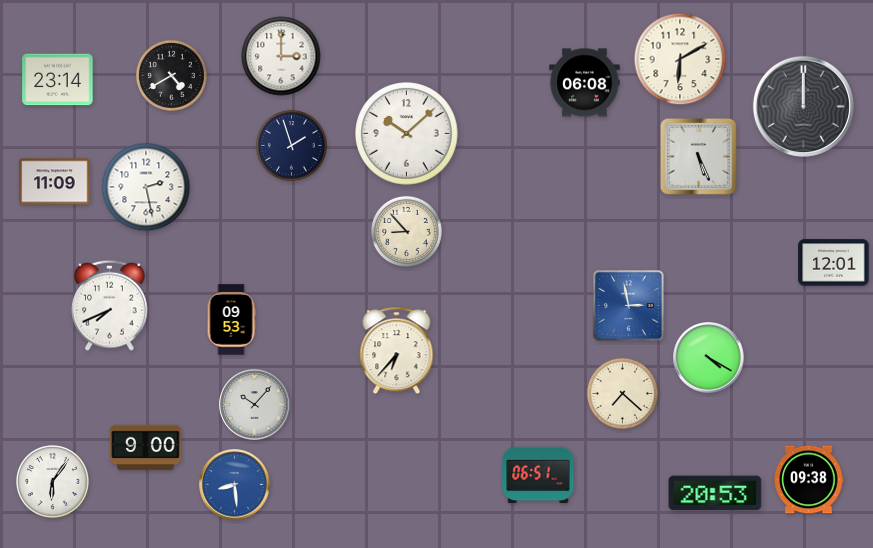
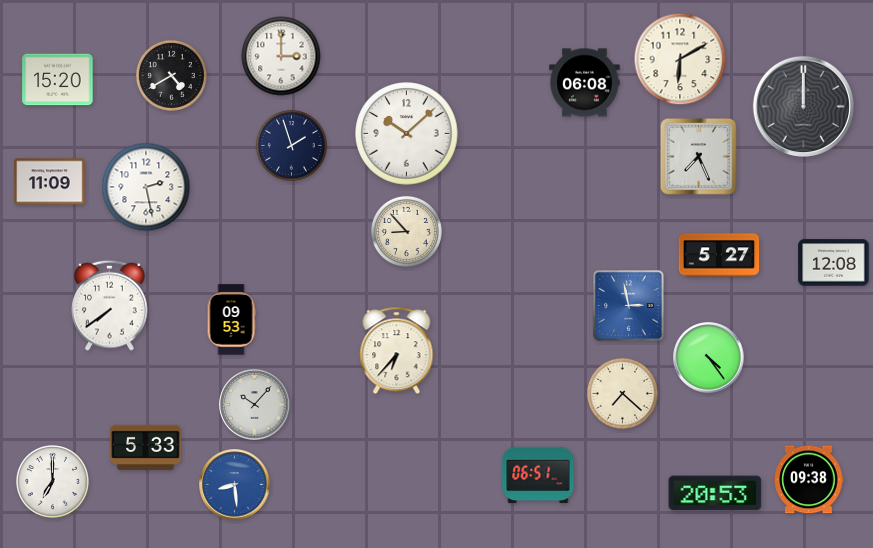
clock at (58, 80): 23:14 -> 15:20
clock at (699, 157): 5:26 -> 7:26
clock at (55, 182) position: (55, 182) -> (50, 182)
clock at (719, 255): none -> 5:27
clock at (834, 263): 12:01 -> 12:08
clock at (110, 305): 7:41 -> 7:39
clock at (709, 358): 4:20 -> 4:24
clock at (146, 447): 9:00 -> 5:33
clock at (53, 482): 6:06 -> 7:00
